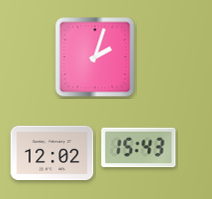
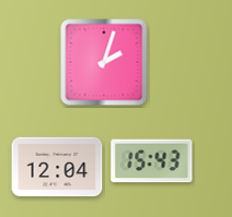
clock at (52, 153): 12:02 -> 12:04
